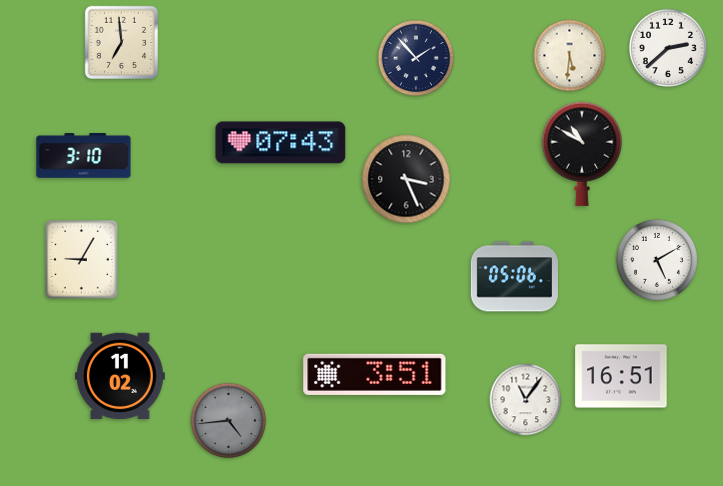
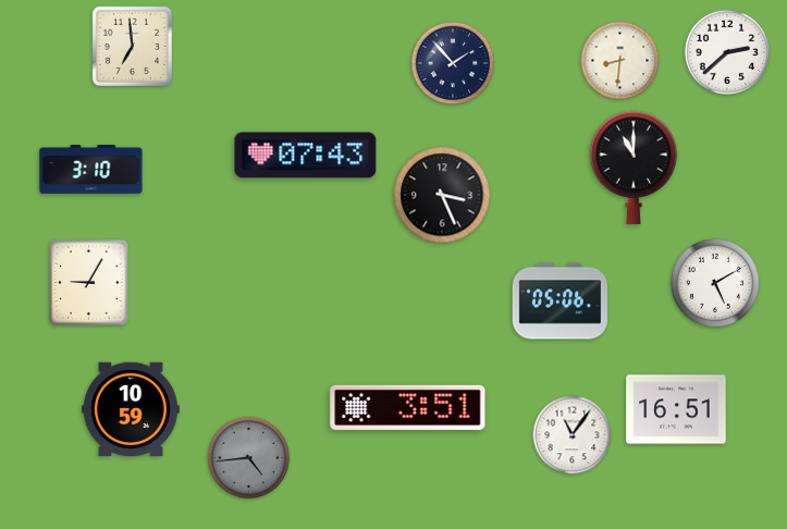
clock at (570, 56): 5:31 -> 8:31
clock at (582, 154): 10:50 -> 11:00
clock at (121, 376): 11:02 -> 10:59
